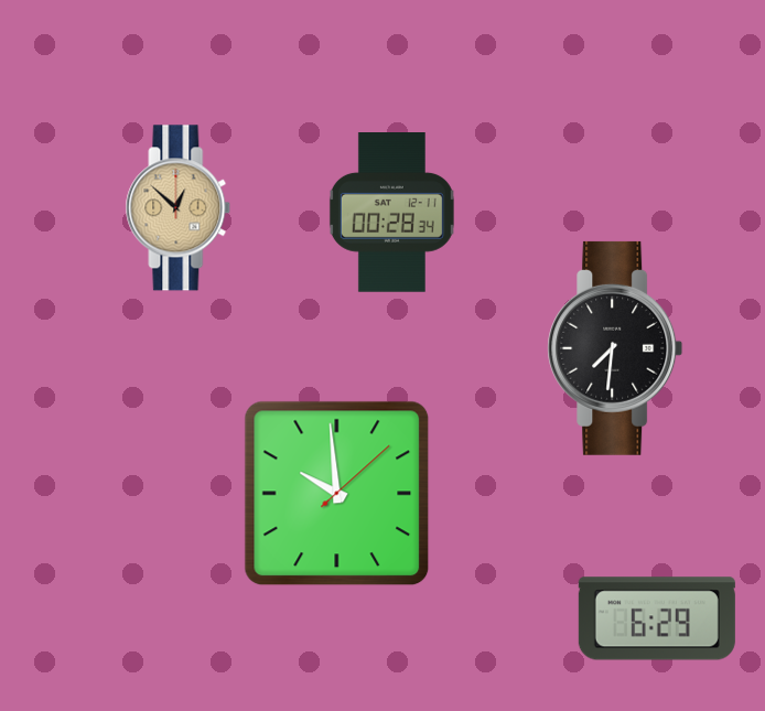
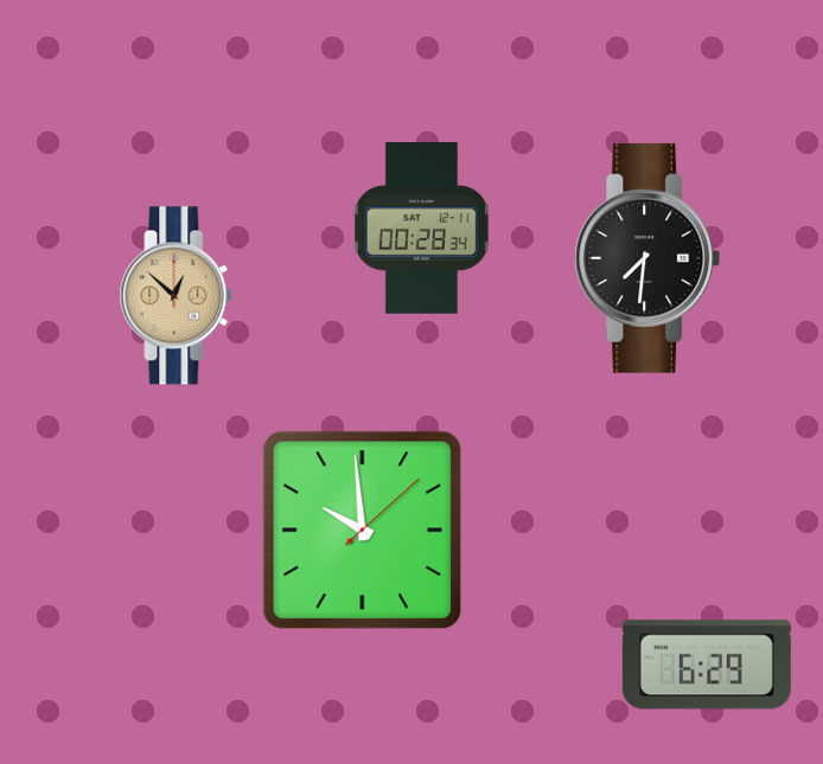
clock at (179, 208) position: (179, 208) -> (177, 296)
clock at (615, 348) position: (615, 348) -> (647, 258)
